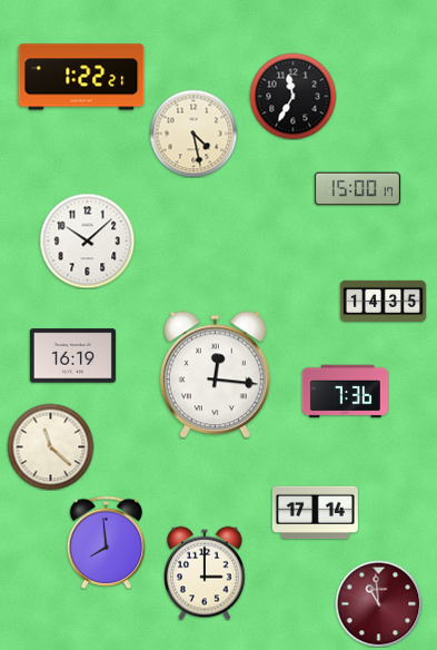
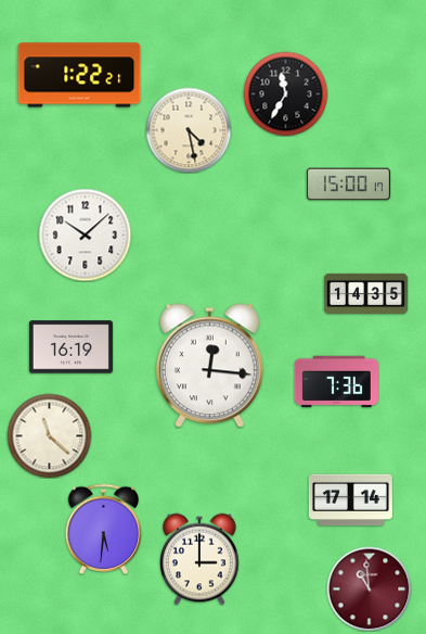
clock at (383, 301) position: (383, 301) -> (365, 293)
clock at (315, 513) position: (315, 513) -> (350, 500)
clock at (107, 542): 7:59 -> 5:31
